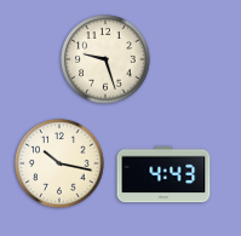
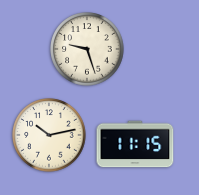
clock at (59, 163): 10:17 -> 10:13
clock at (163, 174): 4:43 -> 11:15
